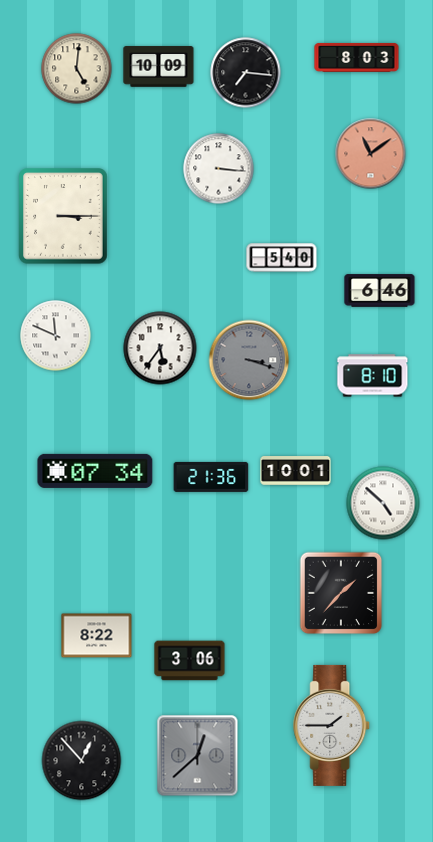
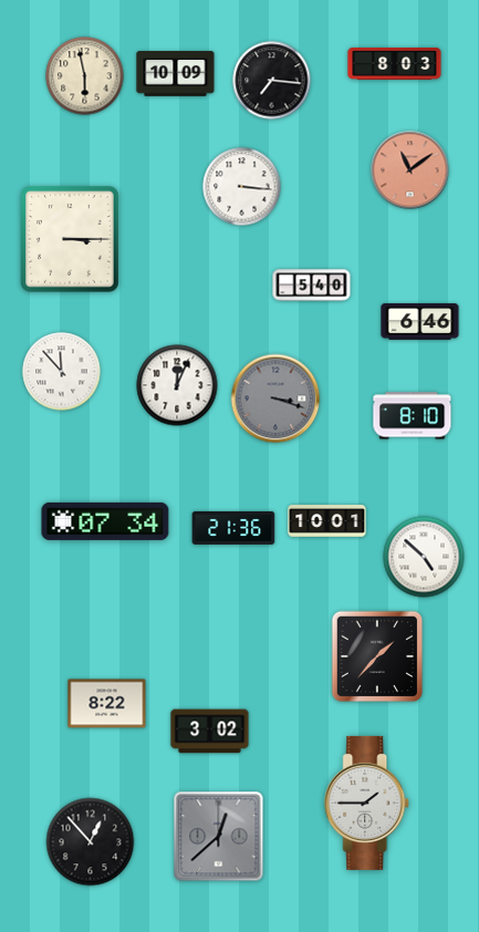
clock at (77, 69): 5:01 -> 5:58
clock at (56, 336): 11:49 -> 11:53
clock at (160, 348): 5:36 -> 12:04
clock at (190, 661): 3:06 -> 3:02
